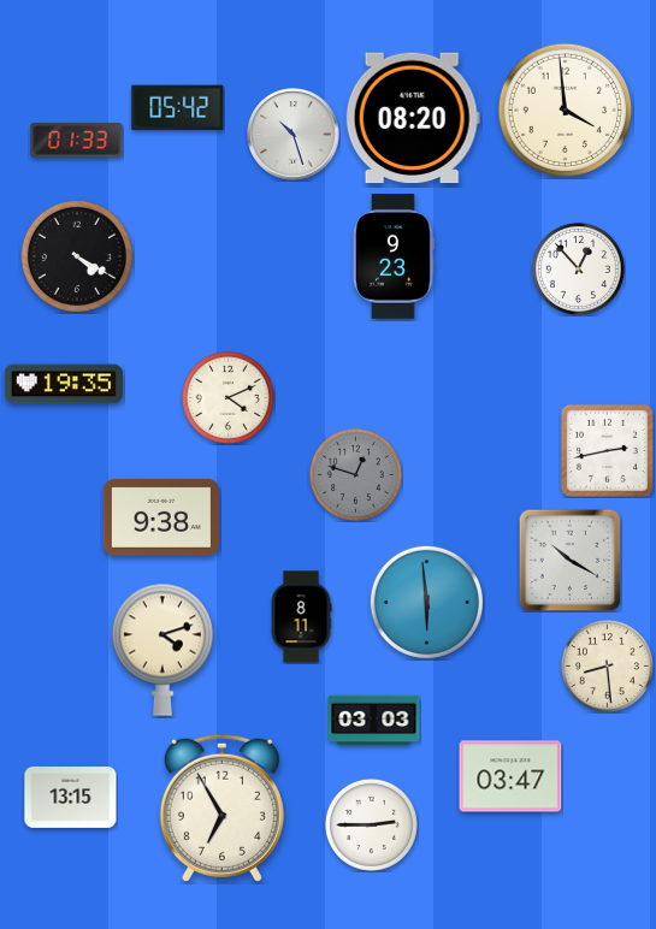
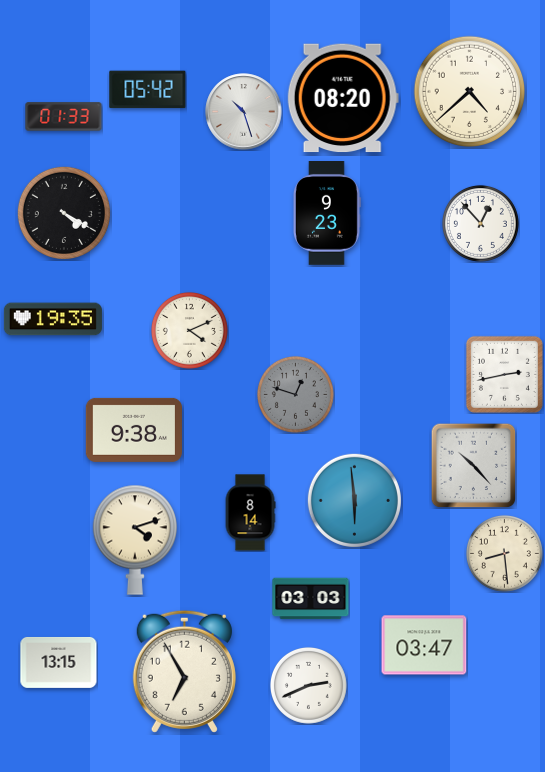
clock at (566, 111): 3:59 -> 4:38
clock at (569, 560): 10:20 -> 10:23
clock at (301, 617): 8:11 -> 8:14
clock at (371, 824): 2:45 -> 2:41
